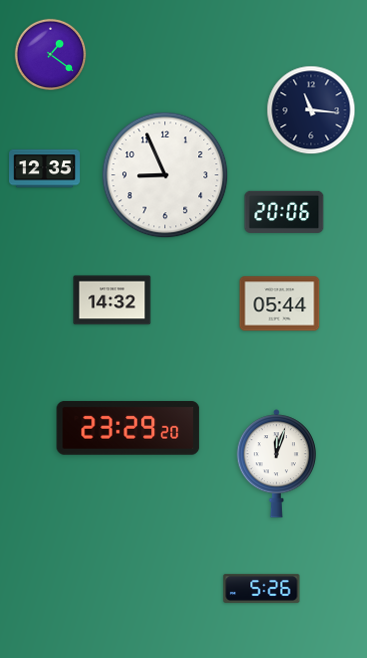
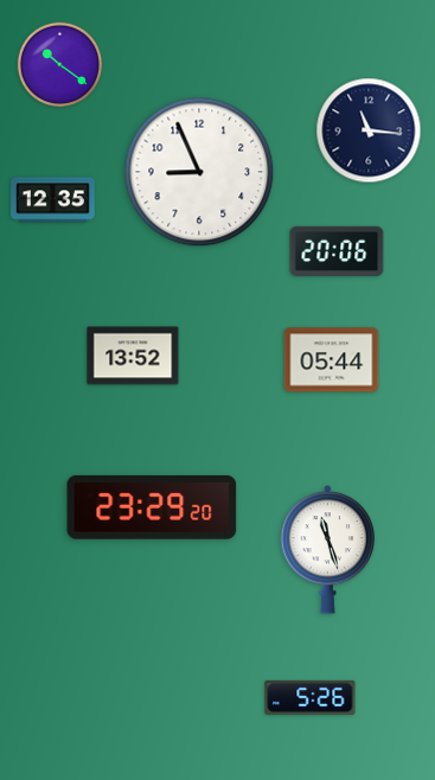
clock at (51, 55): 1:21 -> 10:21
clock at (165, 175) position: (165, 175) -> (199, 172)
clock at (112, 300): 14:32 -> 13:52
clock at (277, 464): 12:03 -> 11:27
